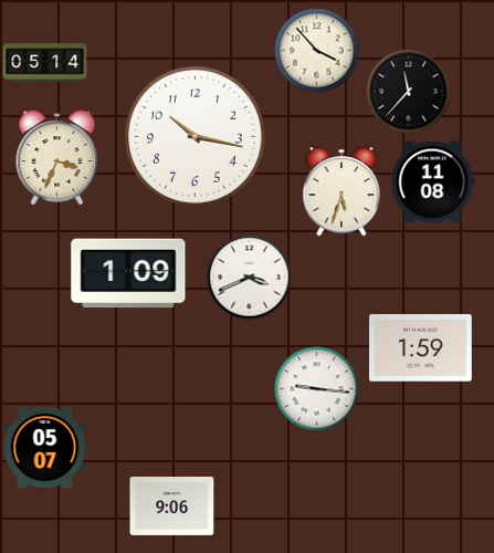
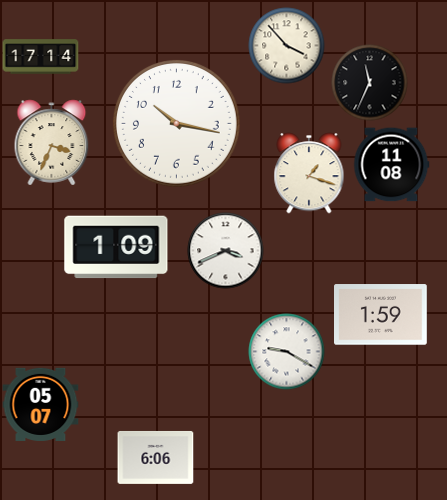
clock at (45, 63): 05:14 -> 17:14
clock at (409, 92): 11:37 -> 11:34
clock at (341, 191): 5:33 -> 1:18
clock at (317, 389): 9:16 -> 9:20
clock at (172, 505): 9:06 -> 6:06
